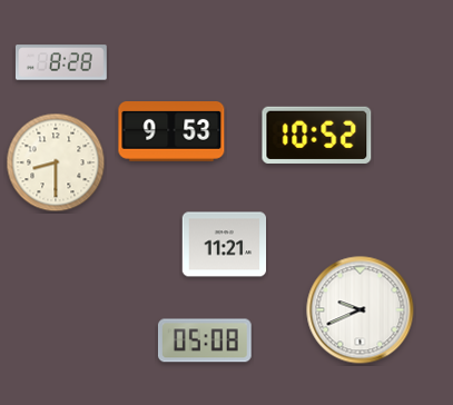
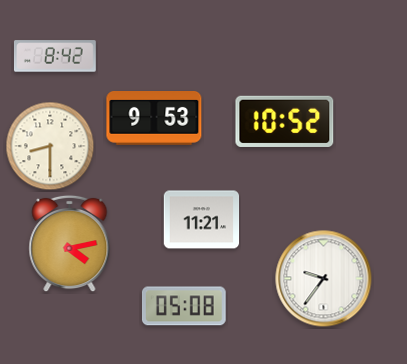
clock at (61, 62): 8:28 -> 8:42
clock at (70, 244): none -> 4:13
clock at (361, 310): 9:41 -> 9:36
